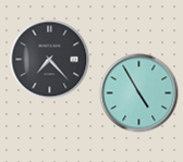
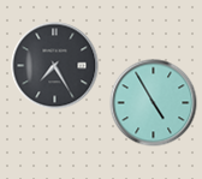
clock at (50, 60): 7:23 -> 7:25
